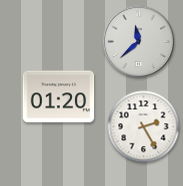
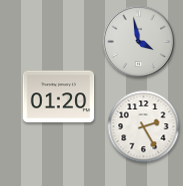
clock at (139, 42): 11:38 -> 3:58
